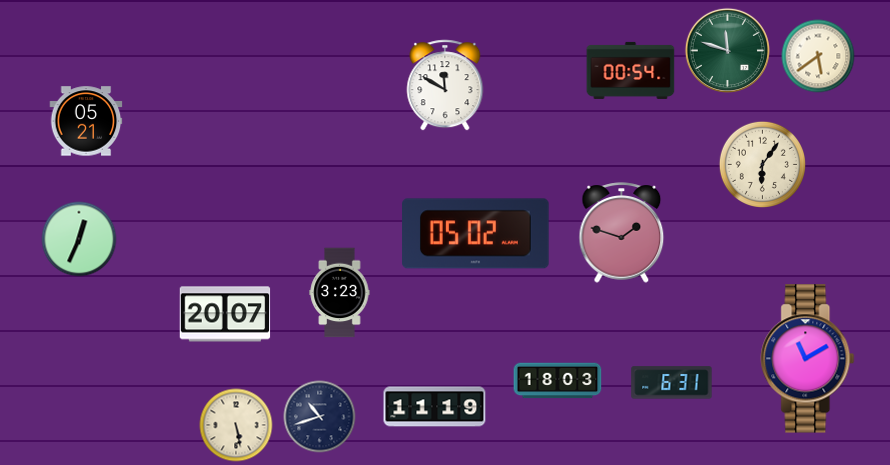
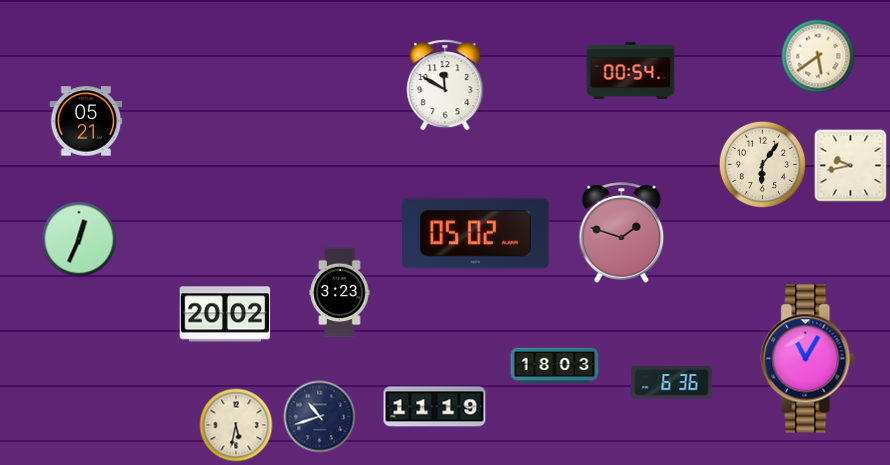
clock at (727, 50): 11:48 -> none
clock at (851, 166): none -> 9:43
clock at (225, 314): 20:07 -> 20:02
clock at (808, 359): 11:10 -> 11:05
clock at (558, 381) position: (558, 381) -> (555, 366)
clock at (672, 383): 6:31 -> 6:36
clock at (236, 425): 5:28 -> 5:32
